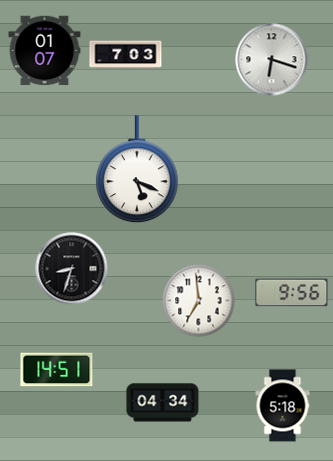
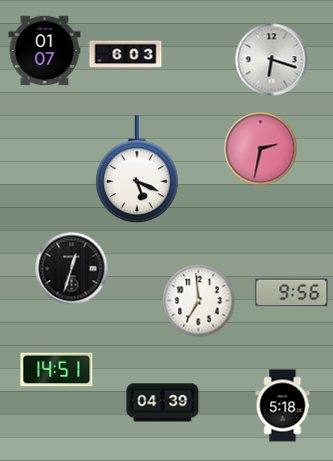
clock at (126, 55): 7:03 -> 6:03
clock at (261, 149): none -> 2:32
clock at (72, 269): 8:33 -> 12:33
clock at (163, 403): 04:34 -> 04:39
